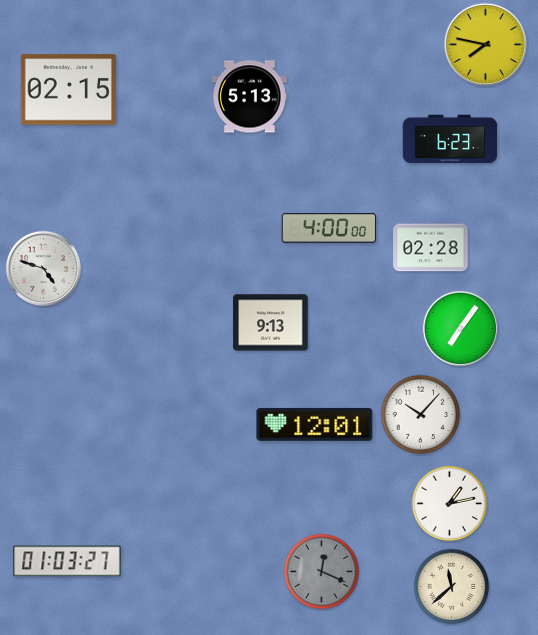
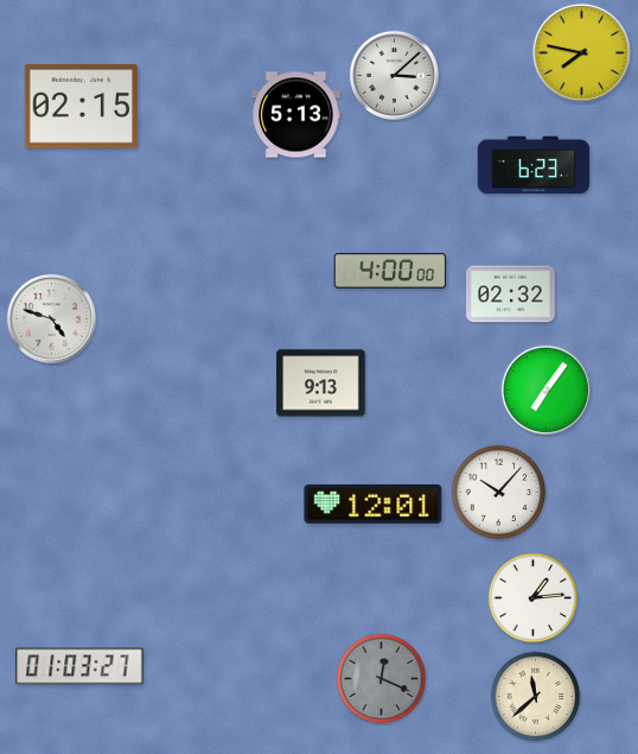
clock at (485, 44) position: (485, 44) -> (581, 52)
clock at (394, 75): none -> 3:08
clock at (431, 248): 02:28 -> 02:32
clock at (450, 504): 1:13 -> 1:14
